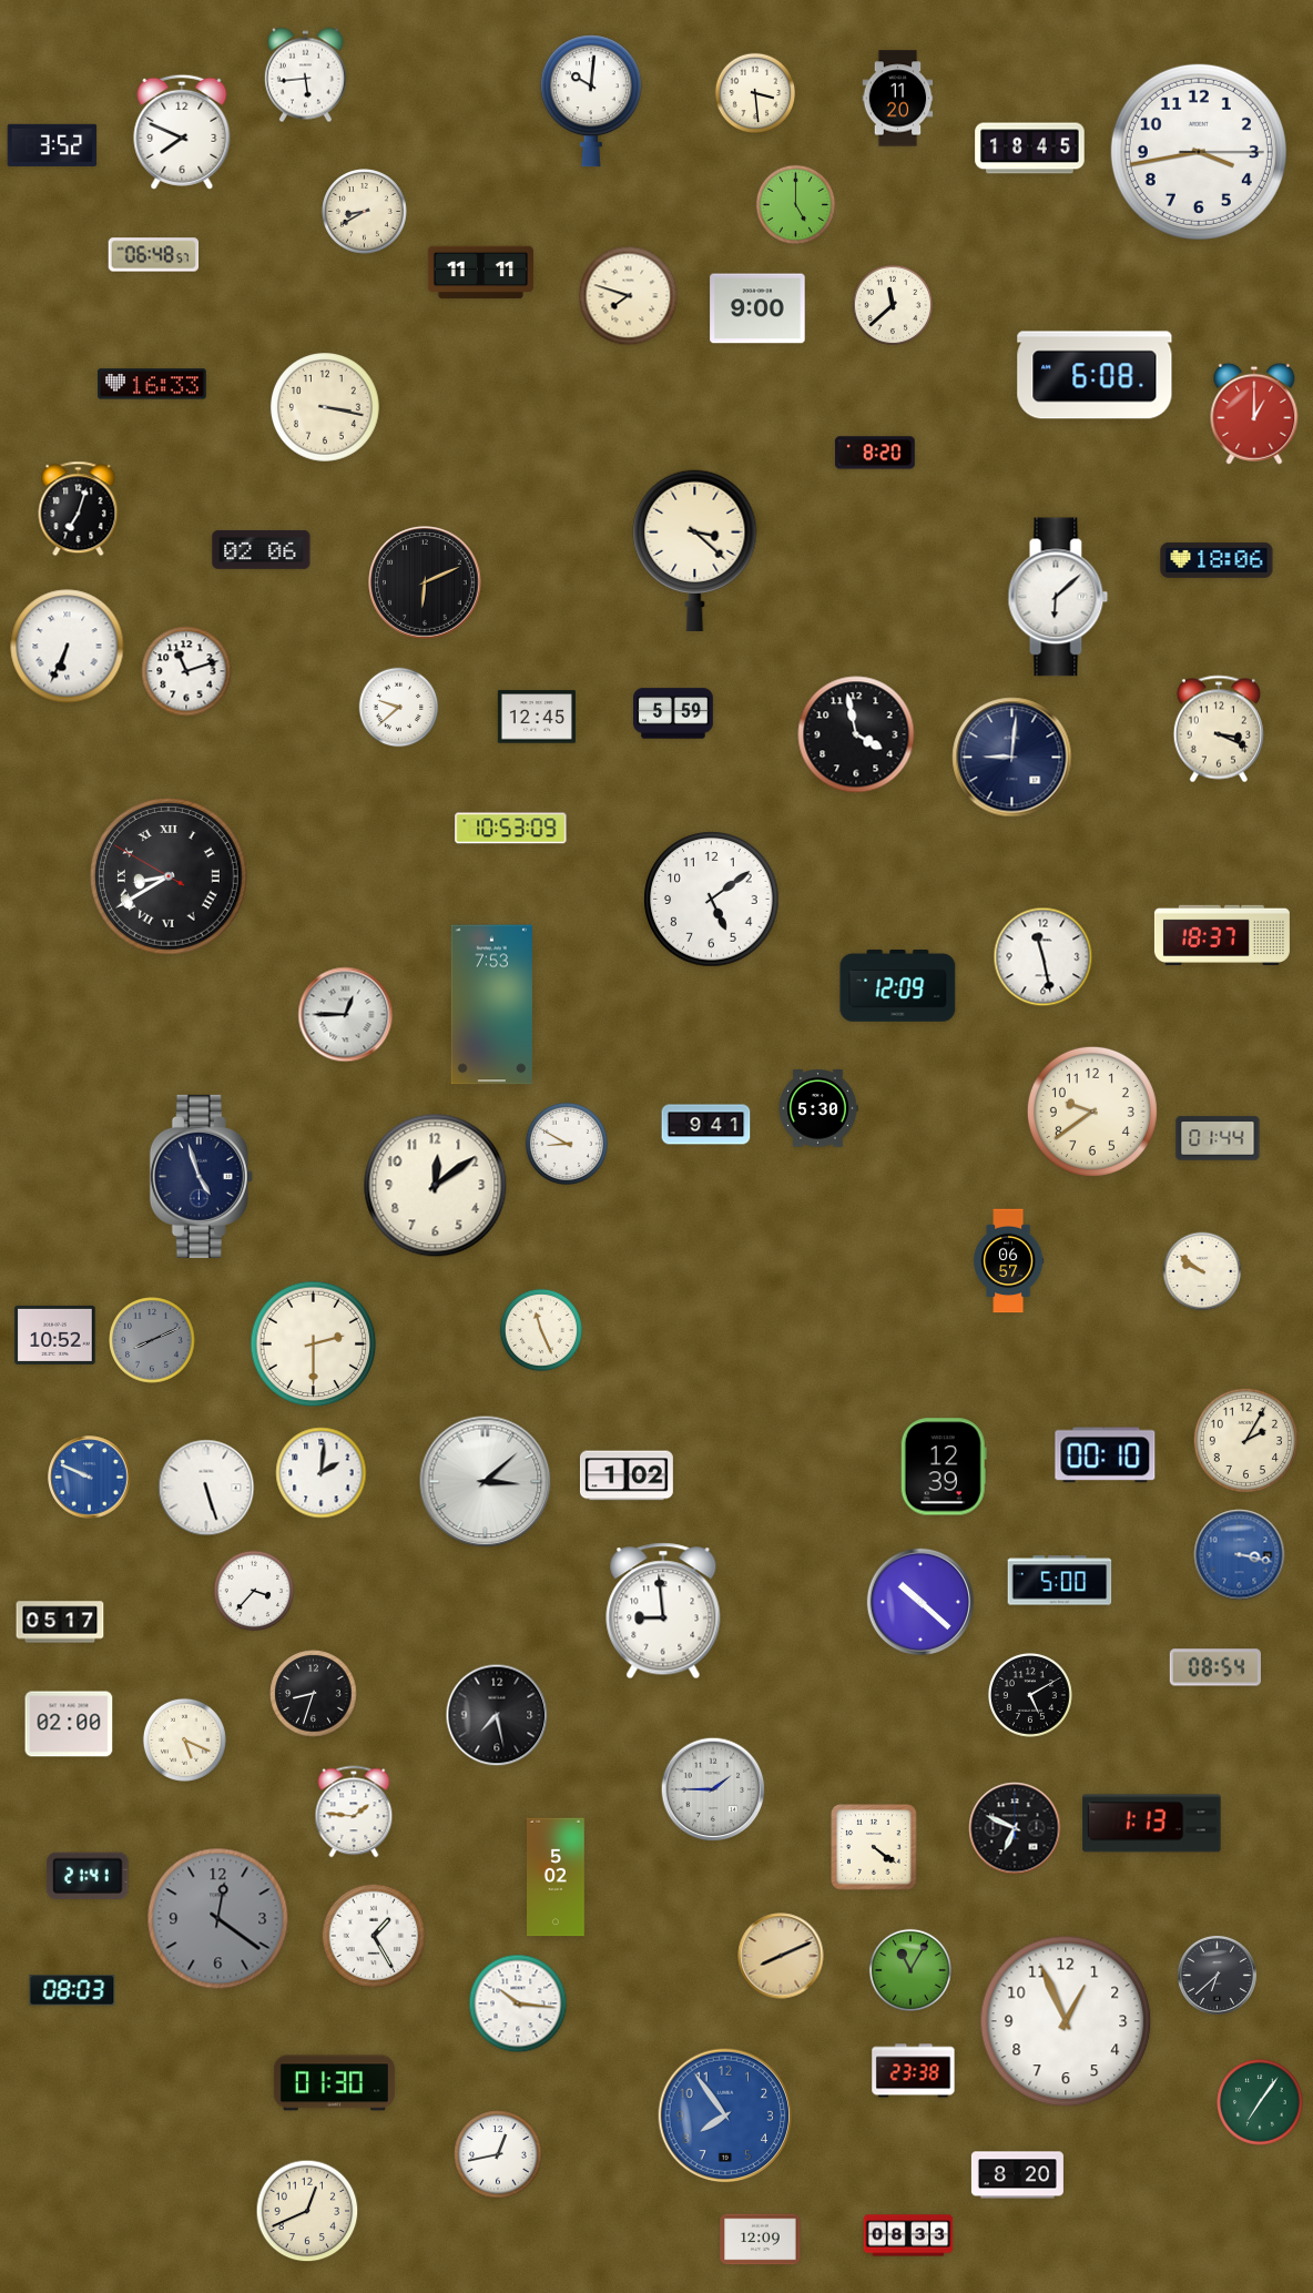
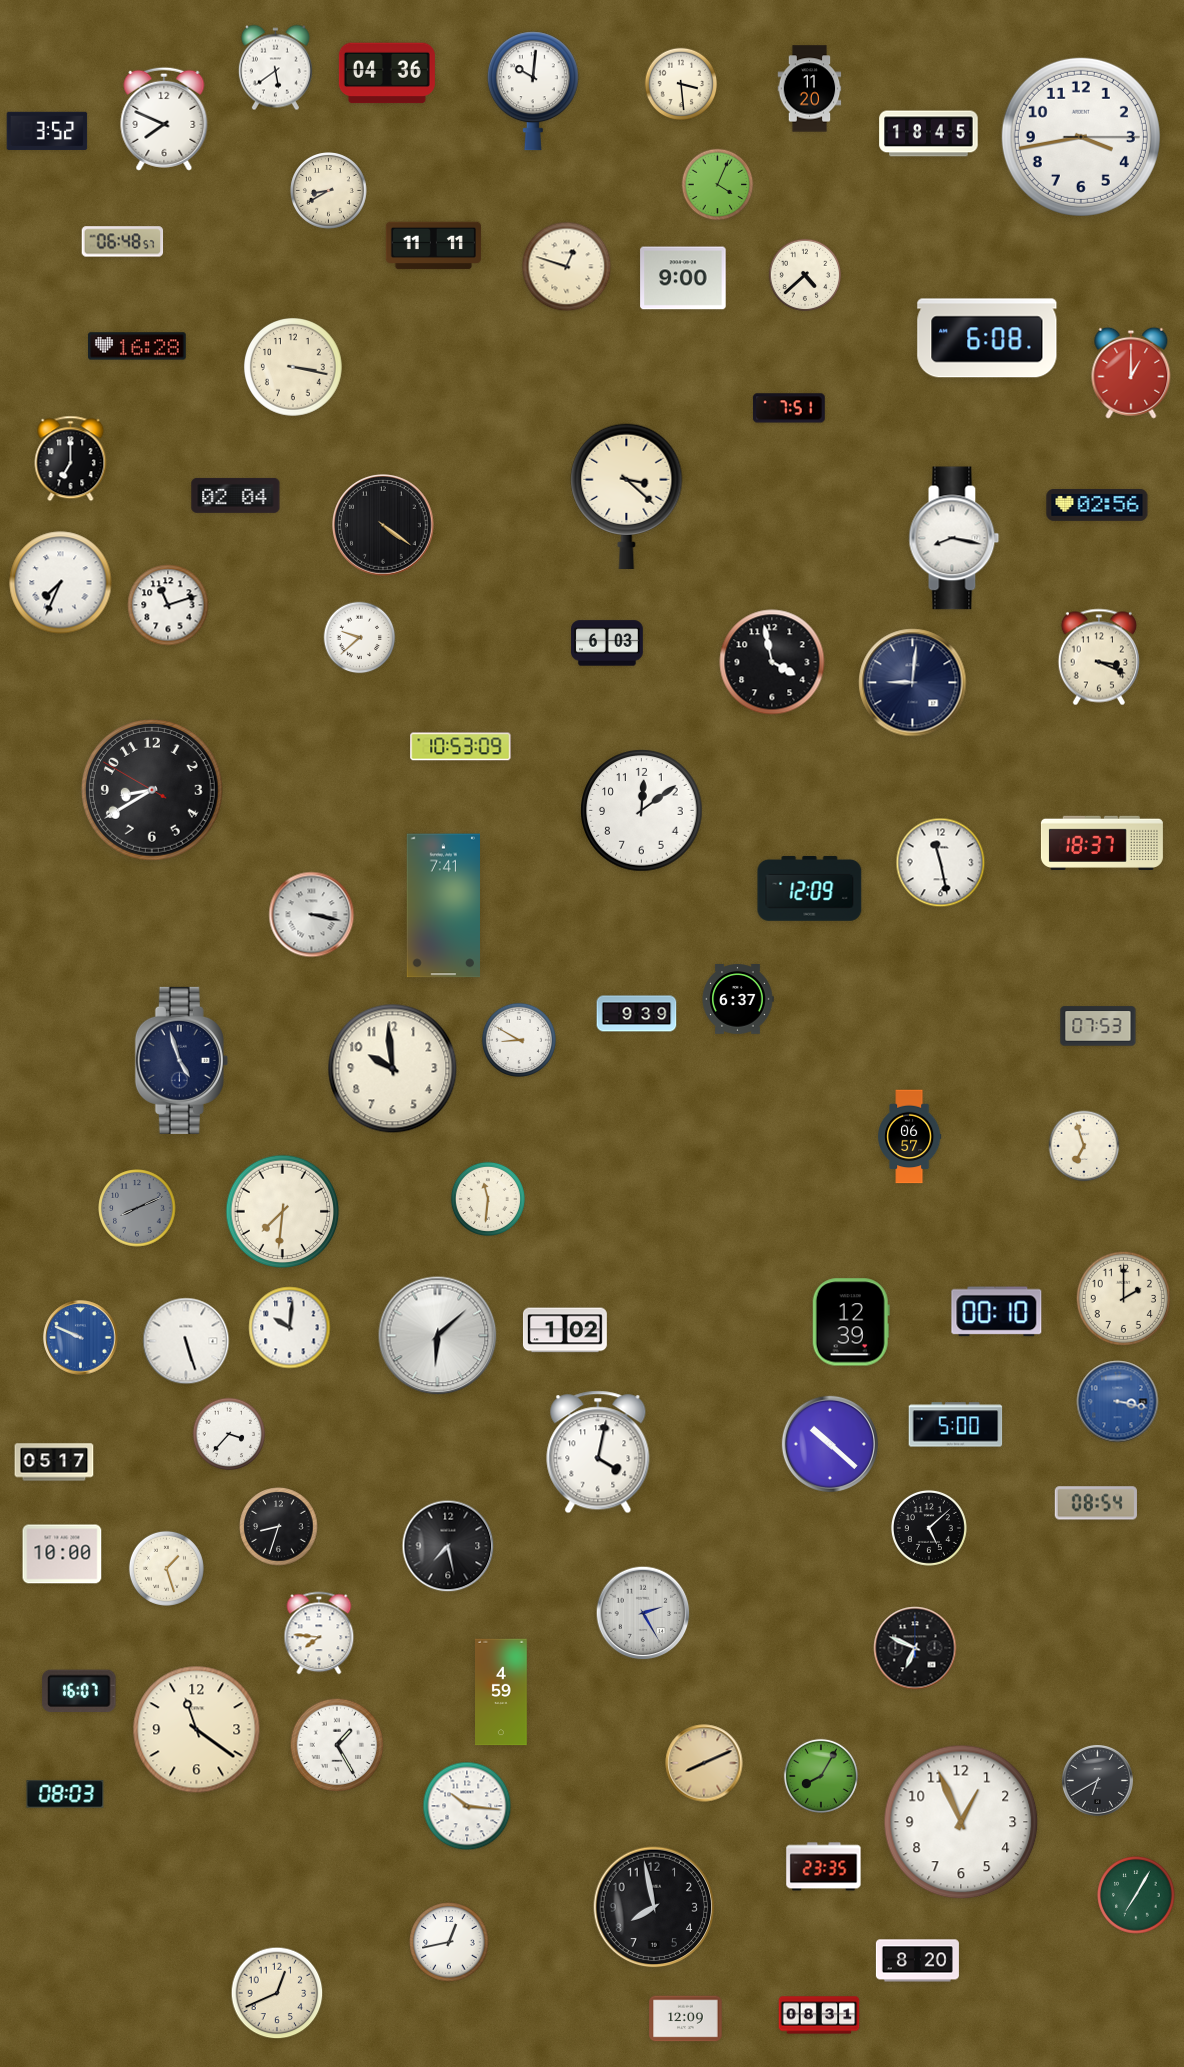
clock at (305, 75): 5:44 -> 5:39
clock at (387, 73): none -> 04:36
clock at (796, 205): 5:00 -> 4:04
clock at (154, 255) position: (154, 255) -> (123, 242)
clock at (629, 296): 7:48 -> 12:48
clock at (893, 305): 11:38 -> 4:38
clock at (152, 384): 16:33 -> 16:28
clock at (876, 453): 8:20 -> 7:51
clock at (79, 509): 7:03 -> 7:00
clock at (262, 549): 02:06 -> 02:04
clock at (1217, 561): 18:06 -> 02:56
clock at (426, 584): 6:11 -> 4:21
clock at (1058, 597): 6:08 -> 8:17
clock at (68, 647): 6:34 -> 7:34
clock at (673, 713): 5:59 -> 6:03
clock at (537, 717): 12:45 -> none
clock at (169, 876) numerals: Roman -> Arabic
clock at (712, 900): 5:09 -> 12:09
clock at (491, 1005): 7:53 -> 7:41
clock at (346, 1015): 12:45 -> 3:17
clock at (818, 1108): 5:30 -> 6:37
clock at (1092, 1112): 9:39 -> none
clock at (706, 1125): 9:41 -> 9:39
clock at (1218, 1138): 01:44 -> 07:53
clock at (567, 1144) position: (567, 1144) -> (519, 1040)
clock at (436, 1186): 12:09 -> 9:59
clock at (1202, 1271): 9:51 -> 6:57
clock at (541, 1330): 11:26 -> 11:31
clock at (55, 1335): 10:52 -> none
clock at (314, 1345): 2:30 -> 7:31
clock at (1245, 1440): 2:05 -> 2:00
clock at (322, 1473): 2:01 -> 10:01
clock at (90, 1478) position: (90, 1478) -> (81, 1338)
clock at (486, 1482): 3:08 -> 6:08
clock at (663, 1611): 8:59 -> 4:02
clock at (314, 1694) position: (314, 1694) -> (279, 1527)
clock at (1030, 1695): 5:10 -> 5:08
clock at (69, 1724): 02:00 -> 10:00
clock at (184, 1739): 5:19 -> 1:27
clock at (713, 1789): 1:45 -> 2:25
clock at (354, 1812): 1:46 -> 7:46
clock at (1152, 1824): 1:13 -> none
clock at (874, 1847): 4:21 -> none
clock at (88, 1875): 21:41 -> 16:07
clock at (557, 1877): 5:02 -> 4:59
clock at (218, 1919): 12:21 -> 11:21
clock at (218, 1919) dial: grey -> cream
clock at (910, 1970): 11:05 -> 8:05
clock at (1217, 1975): 6:38 -> 6:40
clock at (914, 2071): 23:38 -> 23:35
clock at (334, 2083): 01:30 -> none
clock at (1260, 2102): 7:06 -> 7:05
clock at (725, 2116): 7:54 -> 7:58
clock at (725, 2116) dial: blue -> black
clock at (908, 2235): 08:33 -> 08:31
